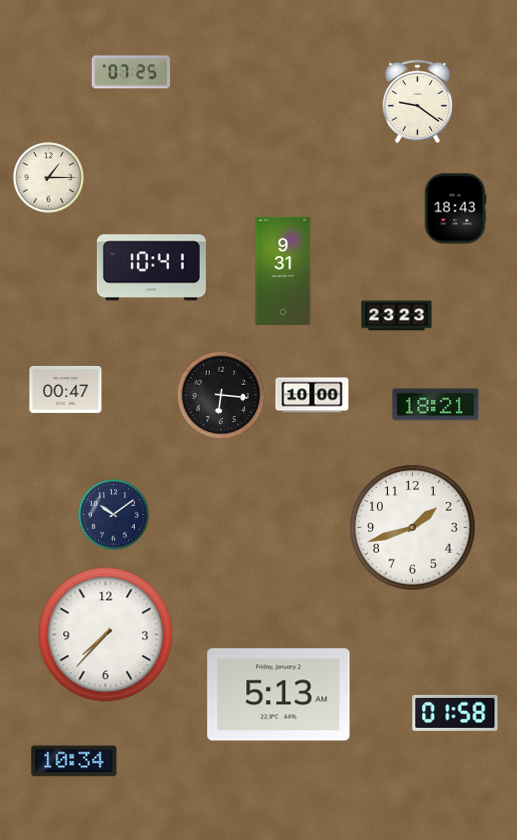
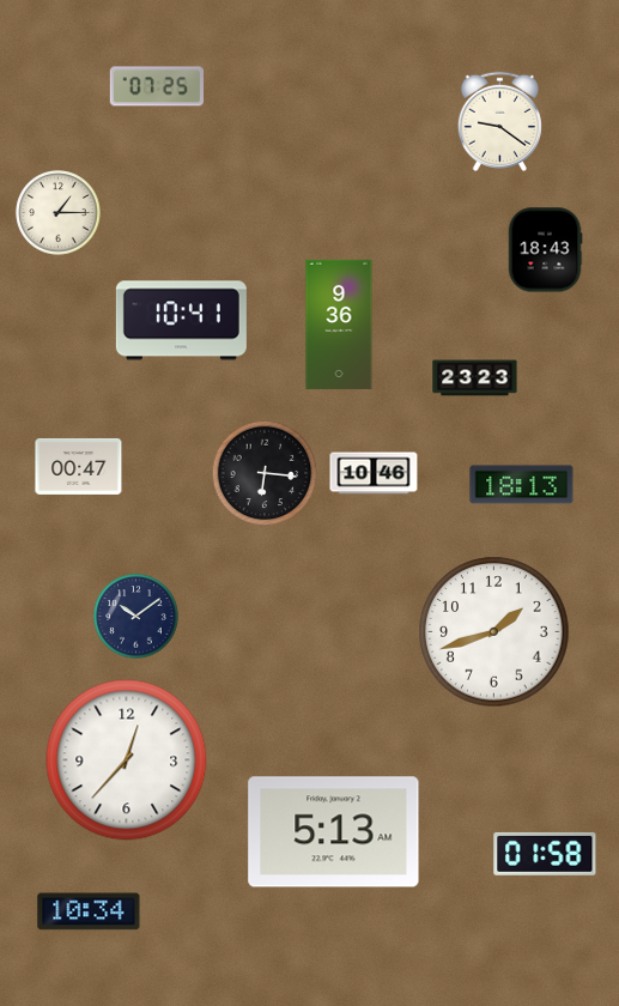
clock at (283, 271): 9:31 -> 9:36
clock at (312, 395): 10:00 -> 10:46
clock at (436, 405): 18:21 -> 18:13
clock at (106, 635): 7:37 -> 12:37
